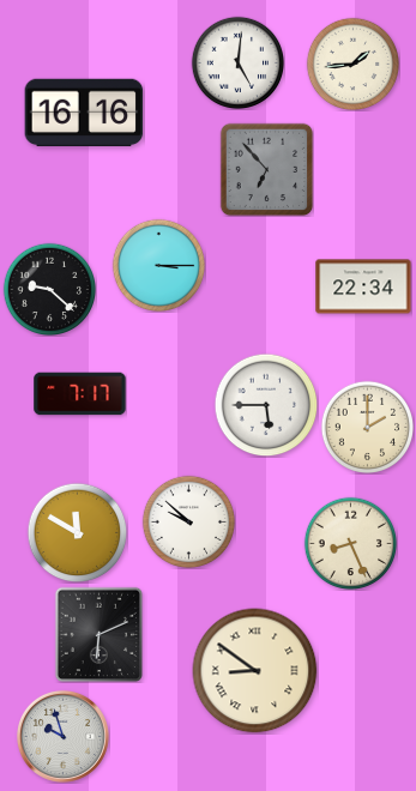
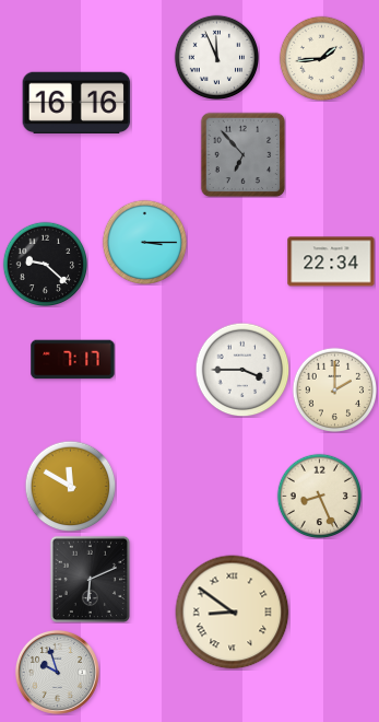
clock at (237, 62): 5:01 -> 11:56
clock at (266, 405): 5:45 -> 3:45
clock at (188, 521): 9:52 -> none
